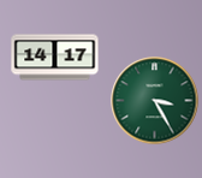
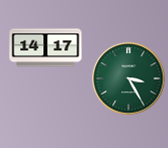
clock at (155, 101) position: (155, 101) -> (129, 79)
